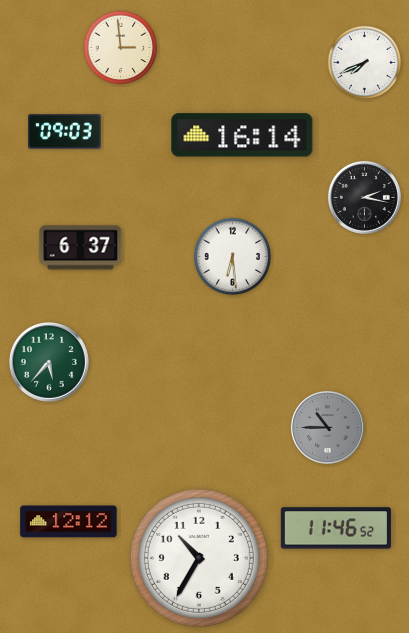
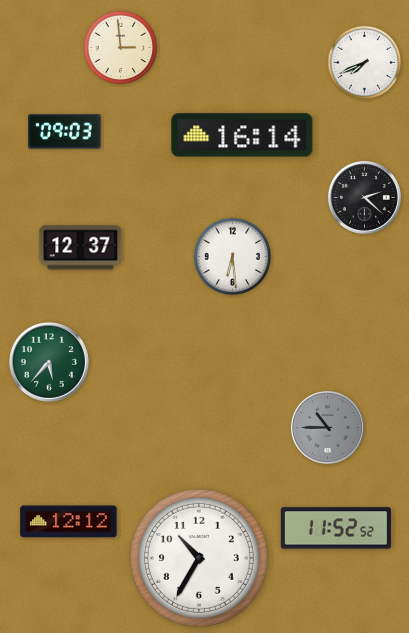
clock at (364, 197): 2:17 -> 2:22
clock at (81, 248): 6:37 -> 12:37
clock at (336, 528): 11:46 -> 11:52
